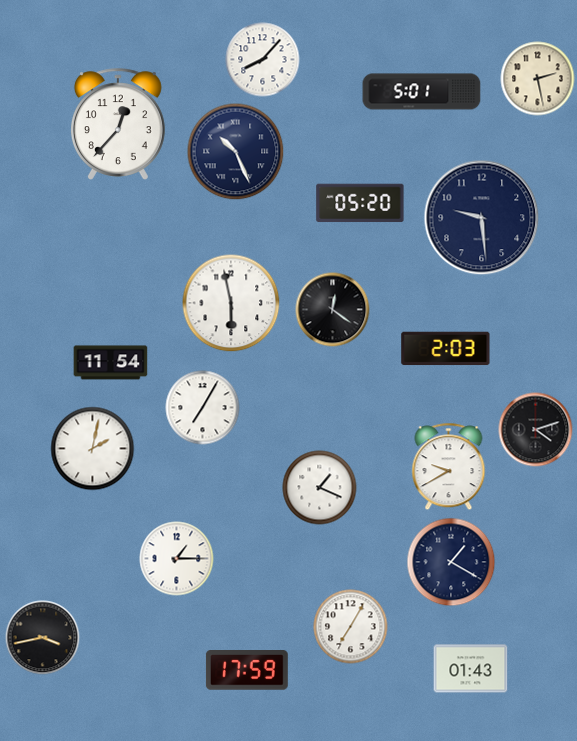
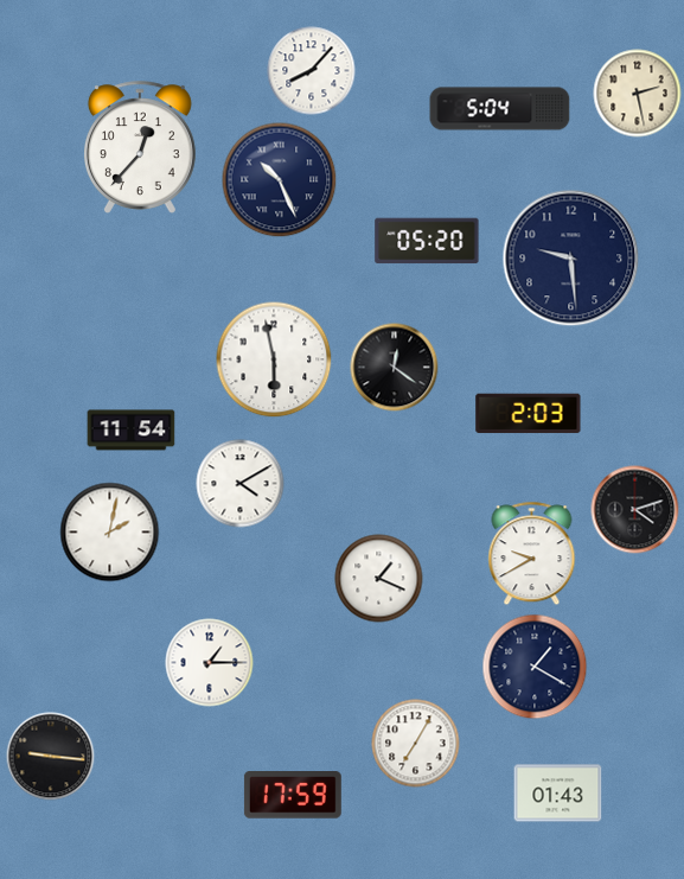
clock at (422, 92): 5:01 -> 5:04
clock at (203, 408): 7:05 -> 4:10
clock at (43, 638): 3:43 -> 9:16
